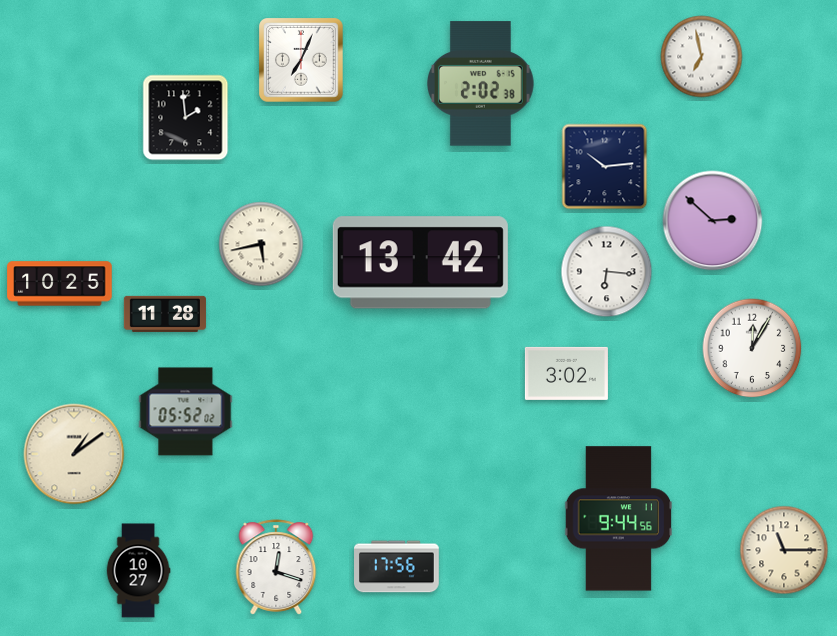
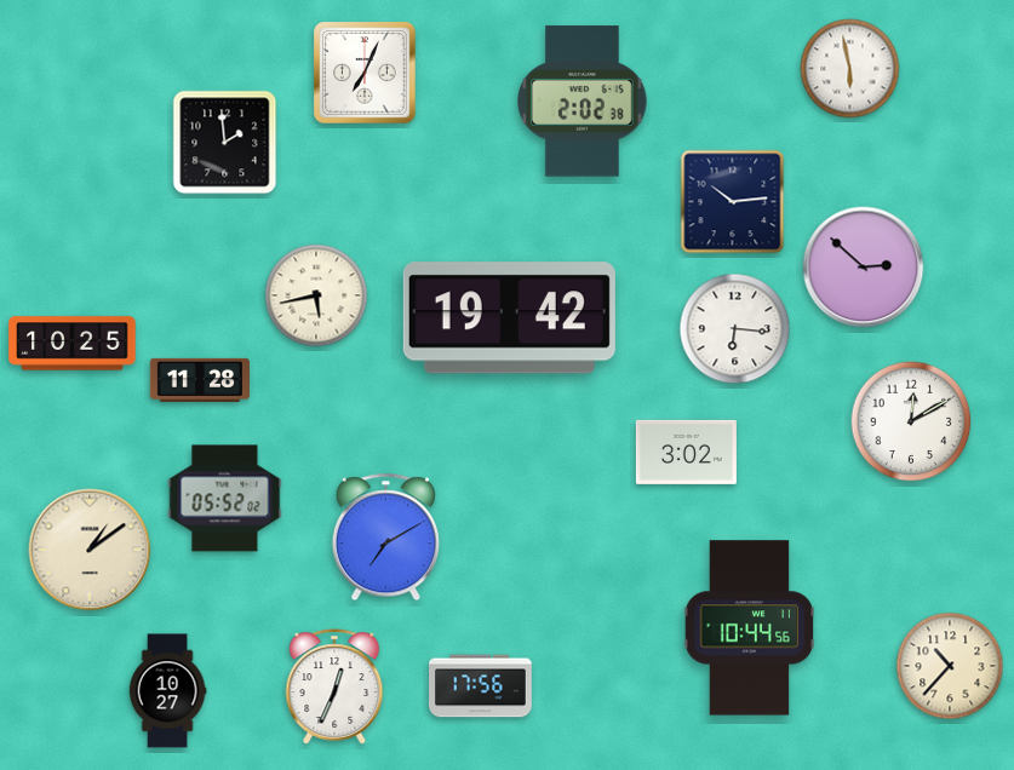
clock at (702, 57): 6:58 -> 5:58
clock at (420, 263): 13:42 -> 19:42
clock at (752, 348): 12:05 -> 12:10
clock at (385, 538): none -> 7:10
clock at (619, 519): 9:44 -> 10:44
clock at (784, 550): 11:15 -> 10:37
clock at (276, 567): 12:18 -> 12:34
